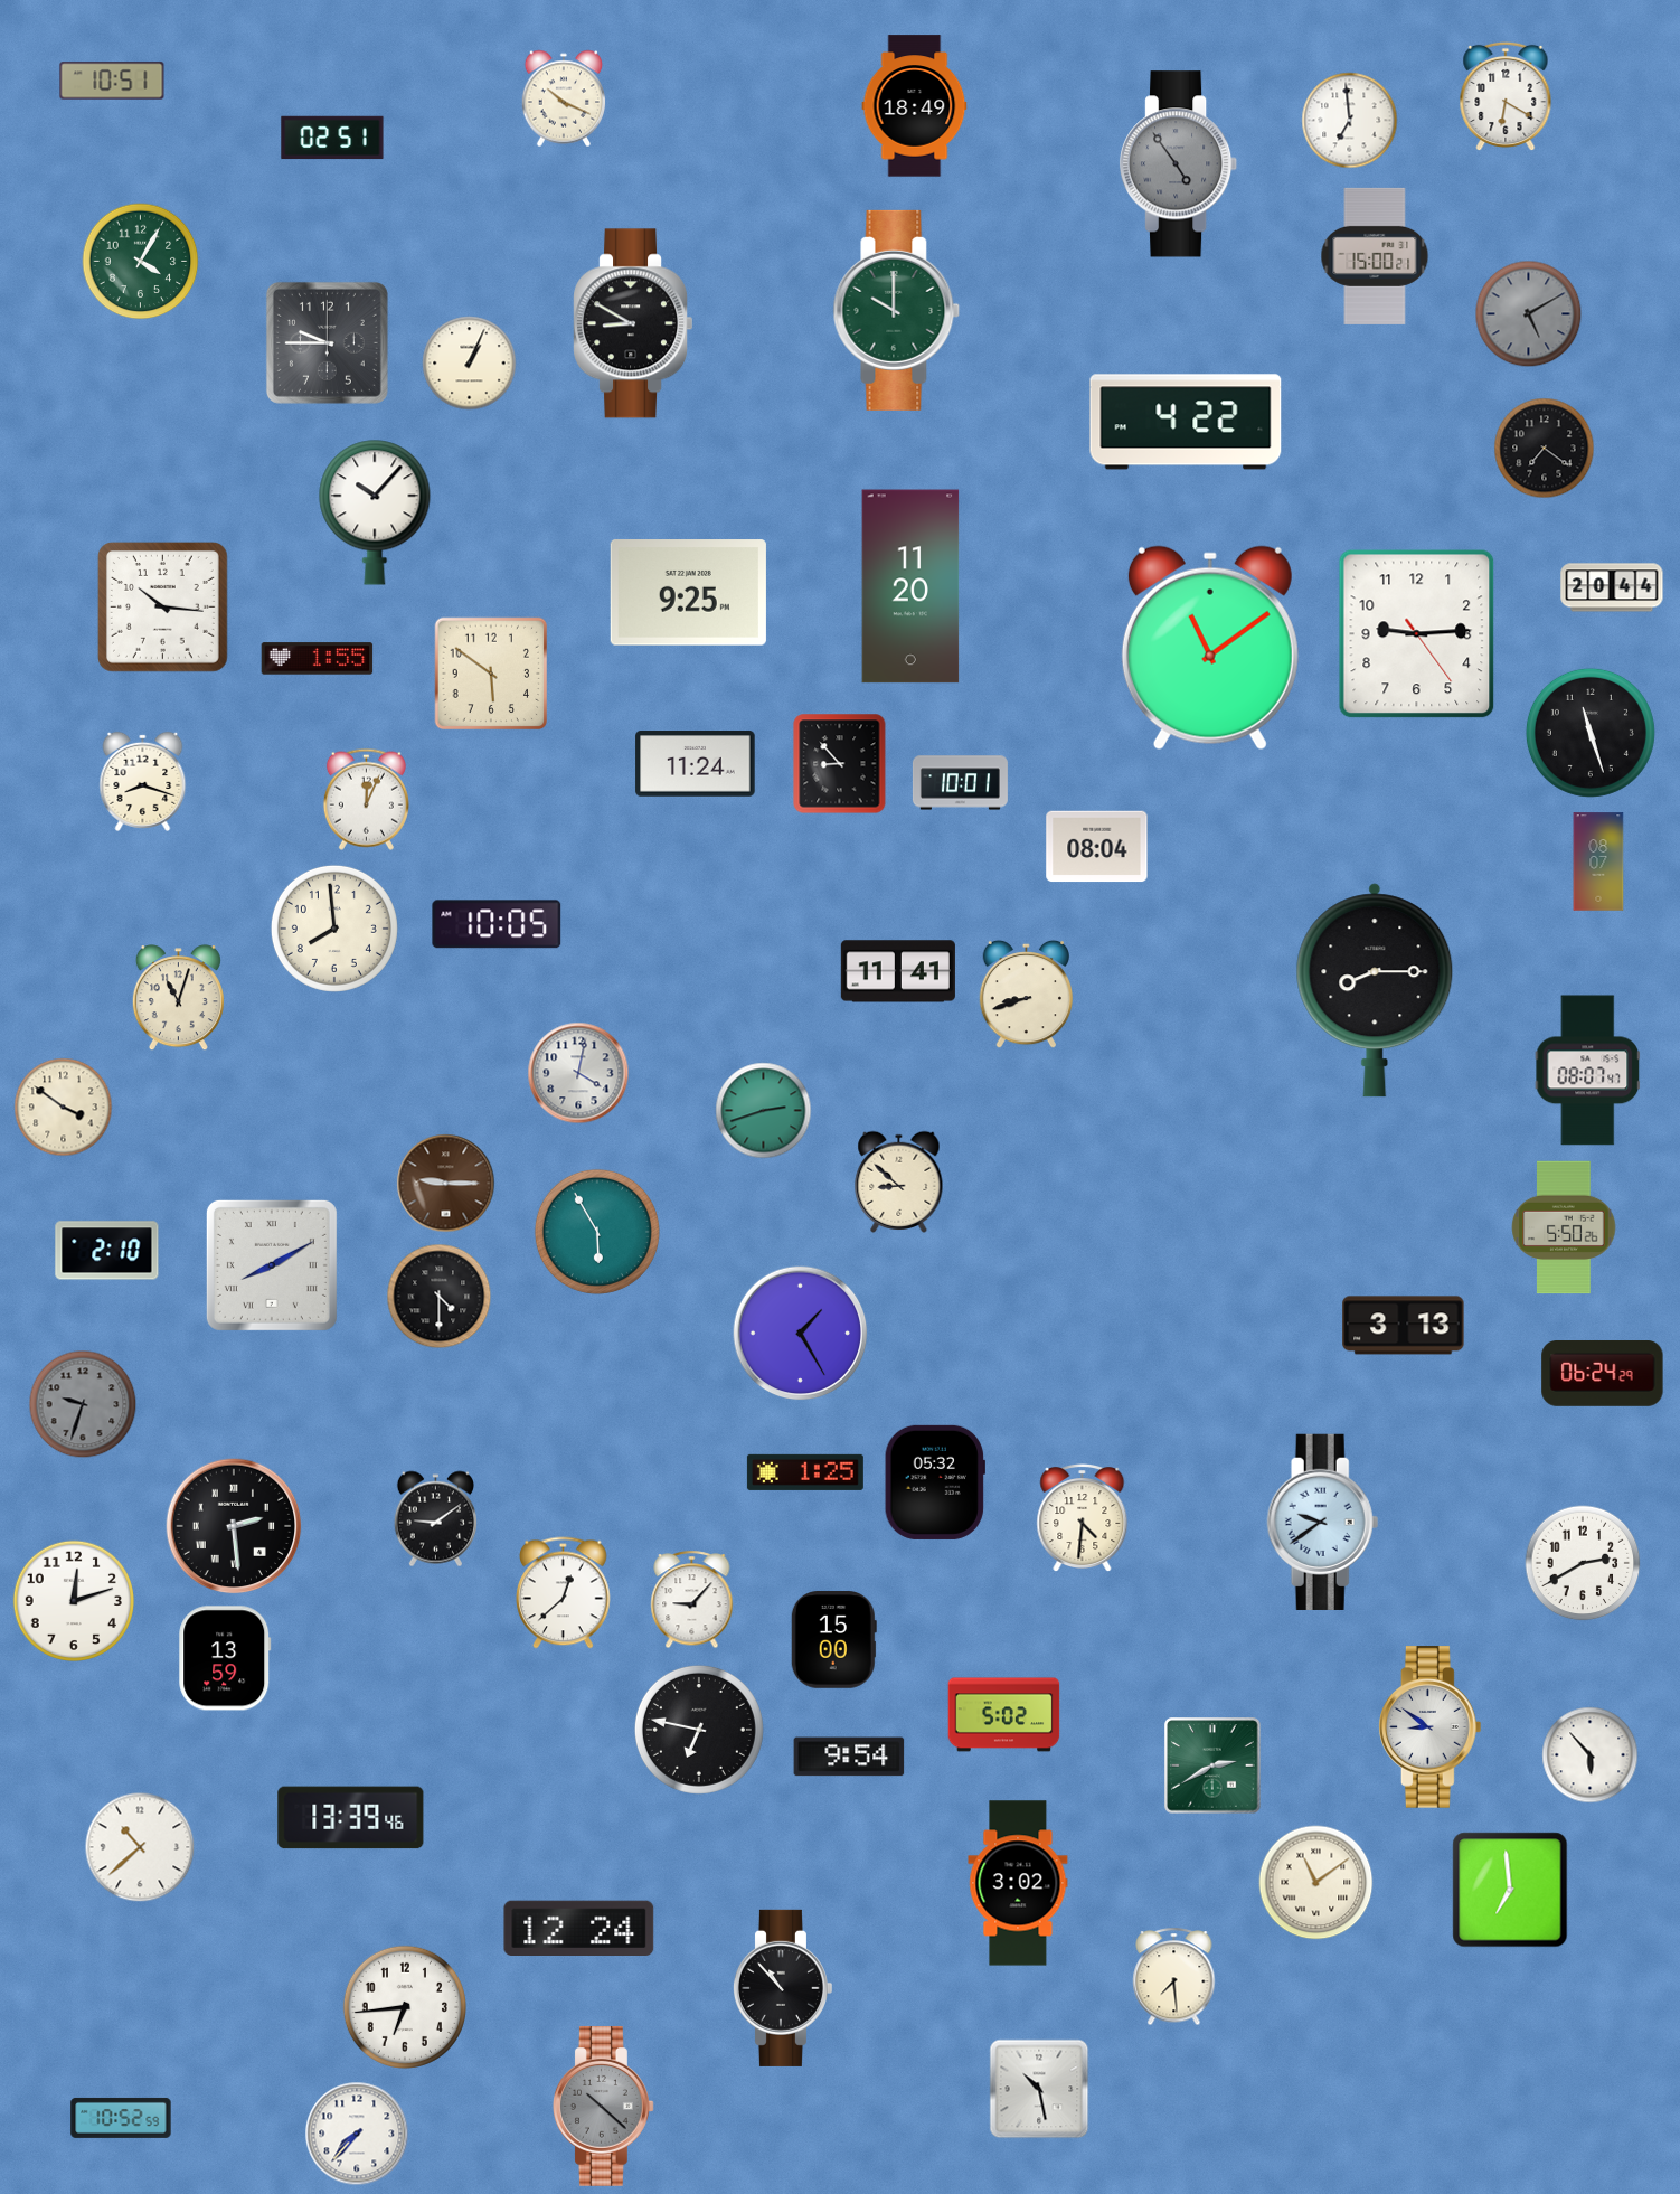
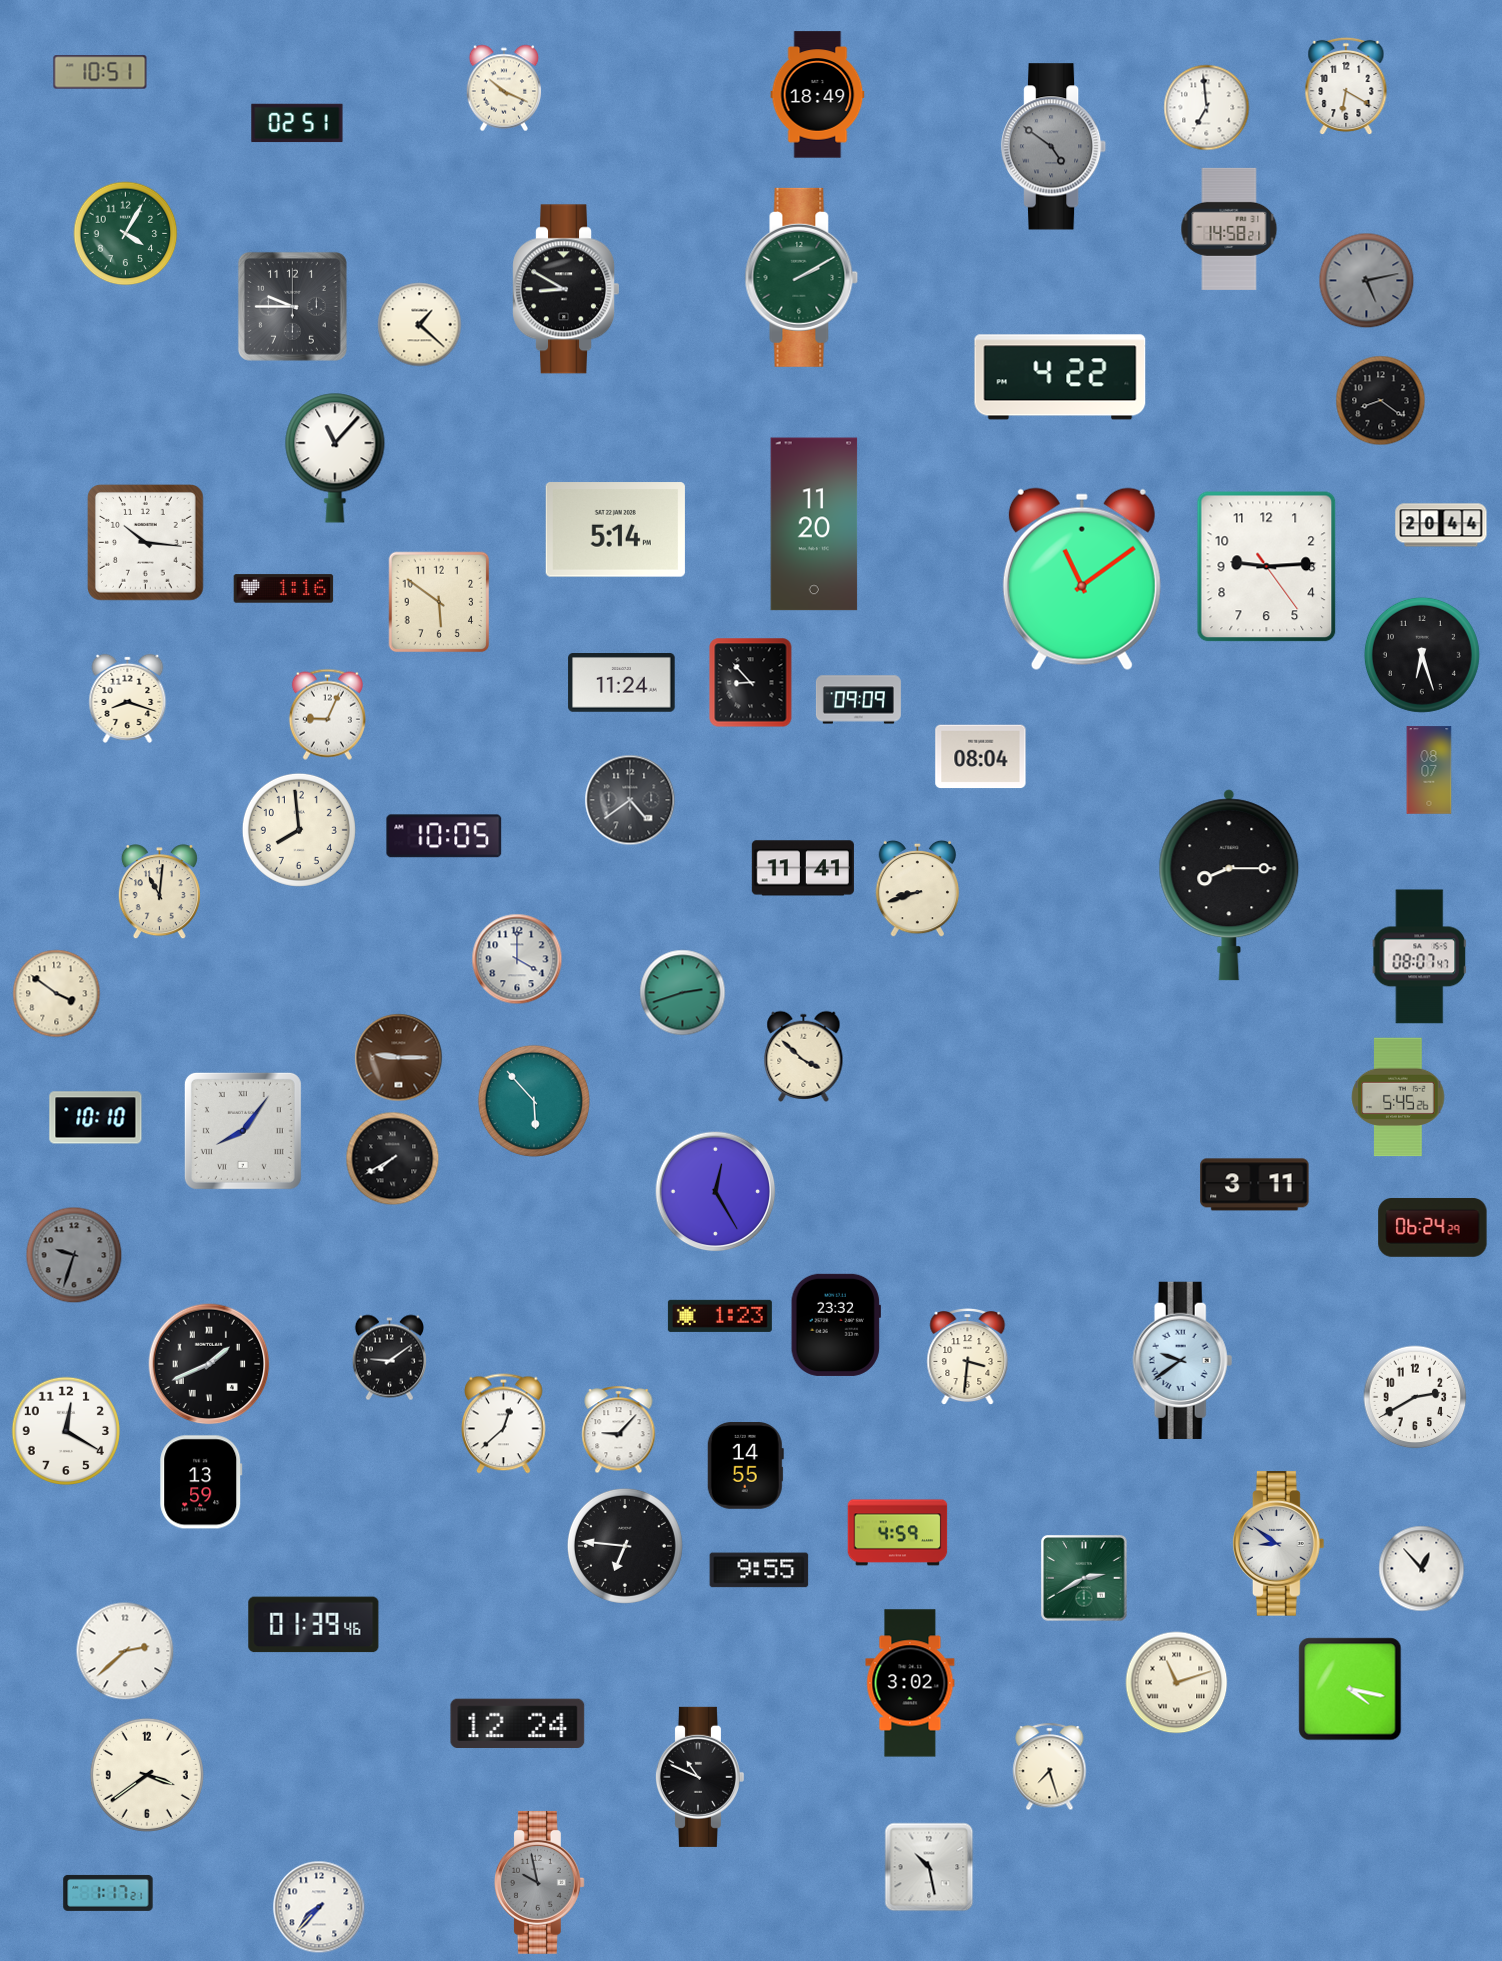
clock at (1179, 164): 4:54 -> 4:51
clock at (1375, 256): 15:00 -> 14:58
clock at (897, 310): 10:00 -> 2:10
clock at (1529, 314): 5:10 -> 5:13
clock at (470, 364): 1:04 -> 1:22
clock at (1545, 449): 7:21 -> 8:21
clock at (375, 512): 10:07 -> 11:07
clock at (688, 593): 9:25 -> 5:14
clock at (318, 659): 1:55 -> 1:16
clock at (1591, 733): 11:27 -> 6:27
clock at (960, 783): 10:01 -> 09:09
clock at (366, 799): 12:04 -> 9:04
clock at (630, 800): none -> 4:39
clock at (497, 924) position: (497, 924) -> (444, 836)
clock at (178, 998): 11:03 -> 11:01
clock at (578, 1073): 4:02 -> 4:00
clock at (64, 1108) position: (64, 1108) -> (57, 994)
clock at (899, 1181): 8:52 -> 3:52
clock at (1564, 1227): 5:50 -> 5:45
clock at (597, 1232): 5:55 -> 5:53
clock at (107, 1251): 2:10 -> 10:10
clock at (272, 1265): 8:10 -> 8:06
clock at (440, 1297): 4:30 -> 7:40
clock at (1404, 1326): 3:13 -> 3:11
clock at (801, 1334): 1:25 -> 12:25
clock at (805, 1472): 1:25 -> 1:23
clock at (935, 1482): 05:32 -> 23:32
clock at (1083, 1518): 4:31 -> 3:31
clock at (234, 1526): 2:29 -> 1:41
clock at (73, 1600): 12:12 -> 12:20
clock at (833, 1640): 15:00 -> 14:55
clock at (1004, 1715): 5:02 -> 4:59
clock at (699, 1730): 6:47 -> 6:46
clock at (1591, 1755): 5:53 -> 12:53
clock at (849, 1757): 9:54 -> 9:55
clock at (351, 1818): 13:39 -> 01:39
clock at (140, 1847): 10:38 -> 2:38
clock at (1316, 1883): 11:09 -> 11:12
clock at (1510, 1890): 6:59 -> 4:17
clock at (1174, 1977): 7:29 -> 7:27
clock at (147, 1775): none -> 3:39
clock at (782, 1988): 10:53 -> 10:49
clock at (405, 2007): 6:44 -> none
clock at (603, 2106): 10:22 -> 9:58
clock at (121, 2118): 10:52 -> 1:17
